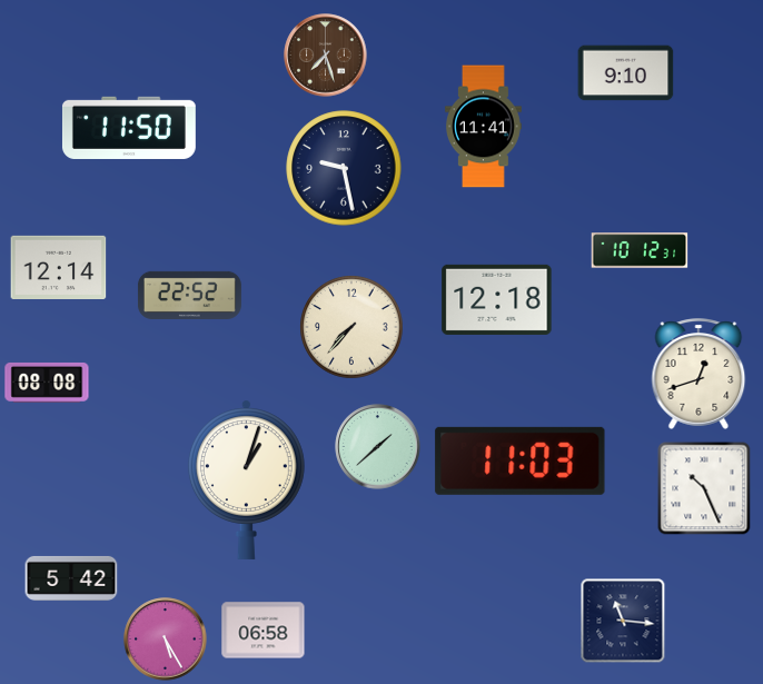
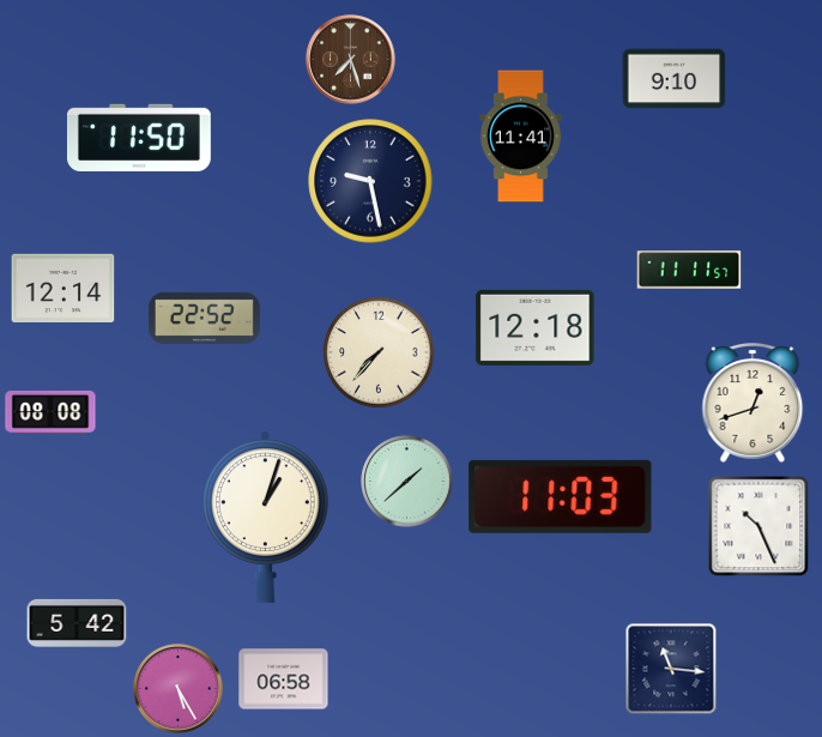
clock at (640, 250): 10:12 -> 11:11
clock at (497, 299) position: (497, 299) -> (536, 327)
